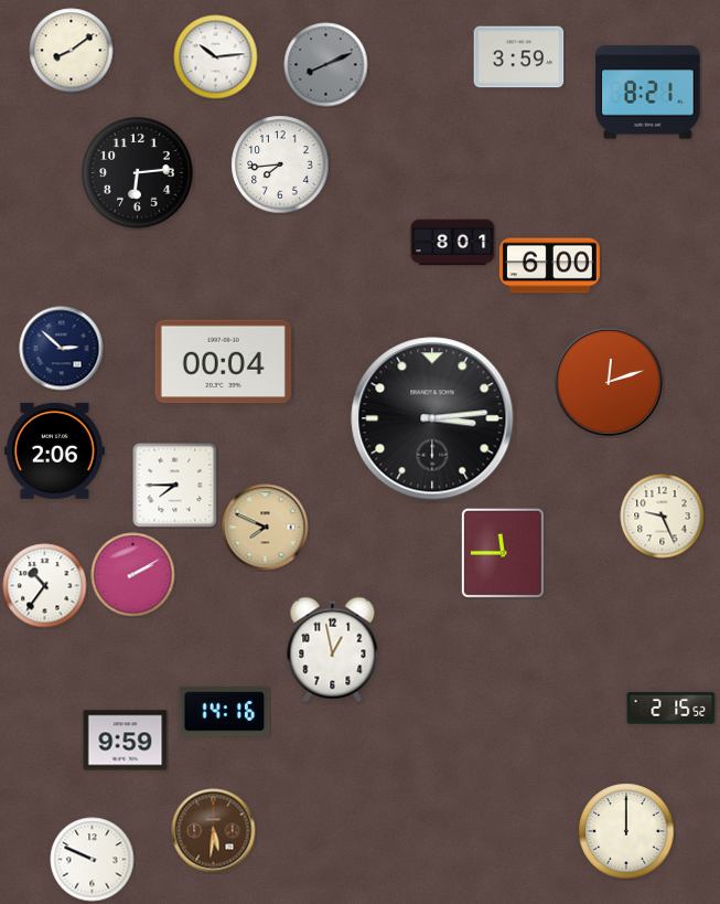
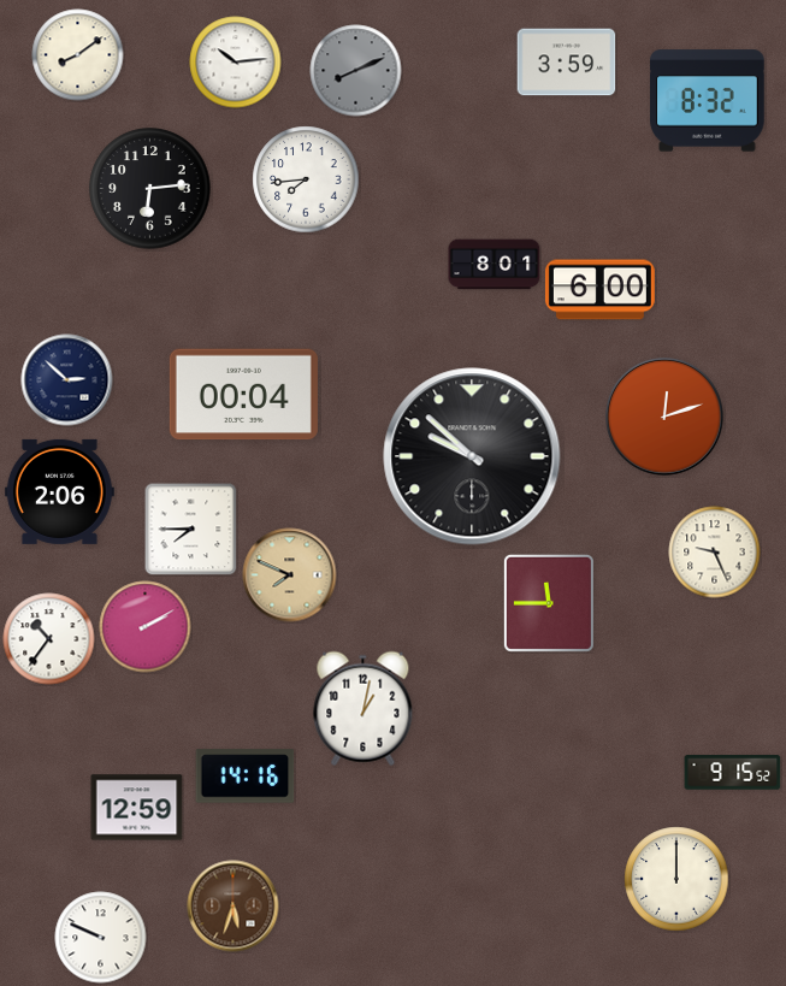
clock at (648, 93): 8:21 -> 8:32
clock at (432, 418): 3:14 -> 9:52
clock at (663, 517) position: (663, 517) -> (715, 553)
clock at (333, 650): 12:58 -> 1:02
clock at (671, 709): 2:15 -> 9:15
clock at (126, 741): 9:59 -> 12:59
clock at (214, 831): 5:31 -> 5:33
clock at (626, 831) position: (626, 831) -> (676, 879)
